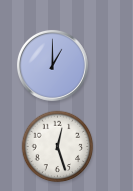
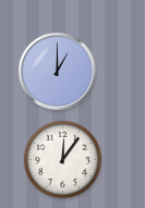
clock at (58, 147): 12:27 -> 12:06
